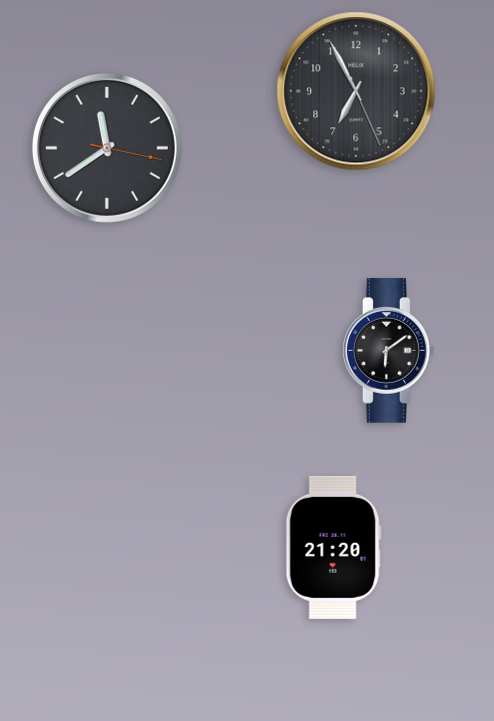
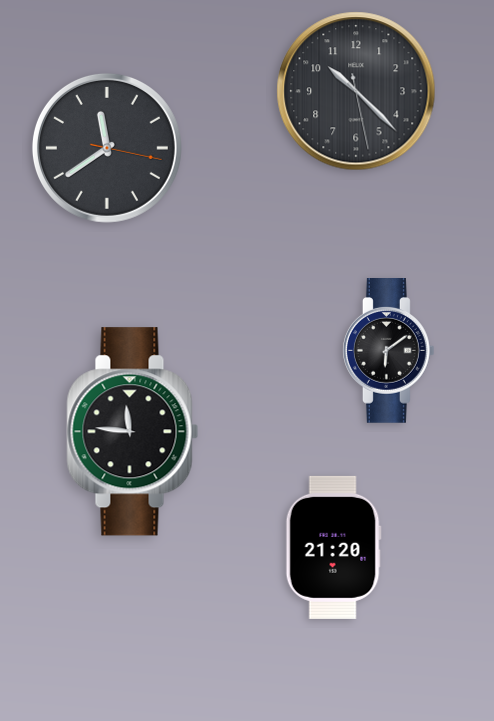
clock at (356, 91): 6:55 -> 10:22
clock at (133, 432): none -> 11:46
